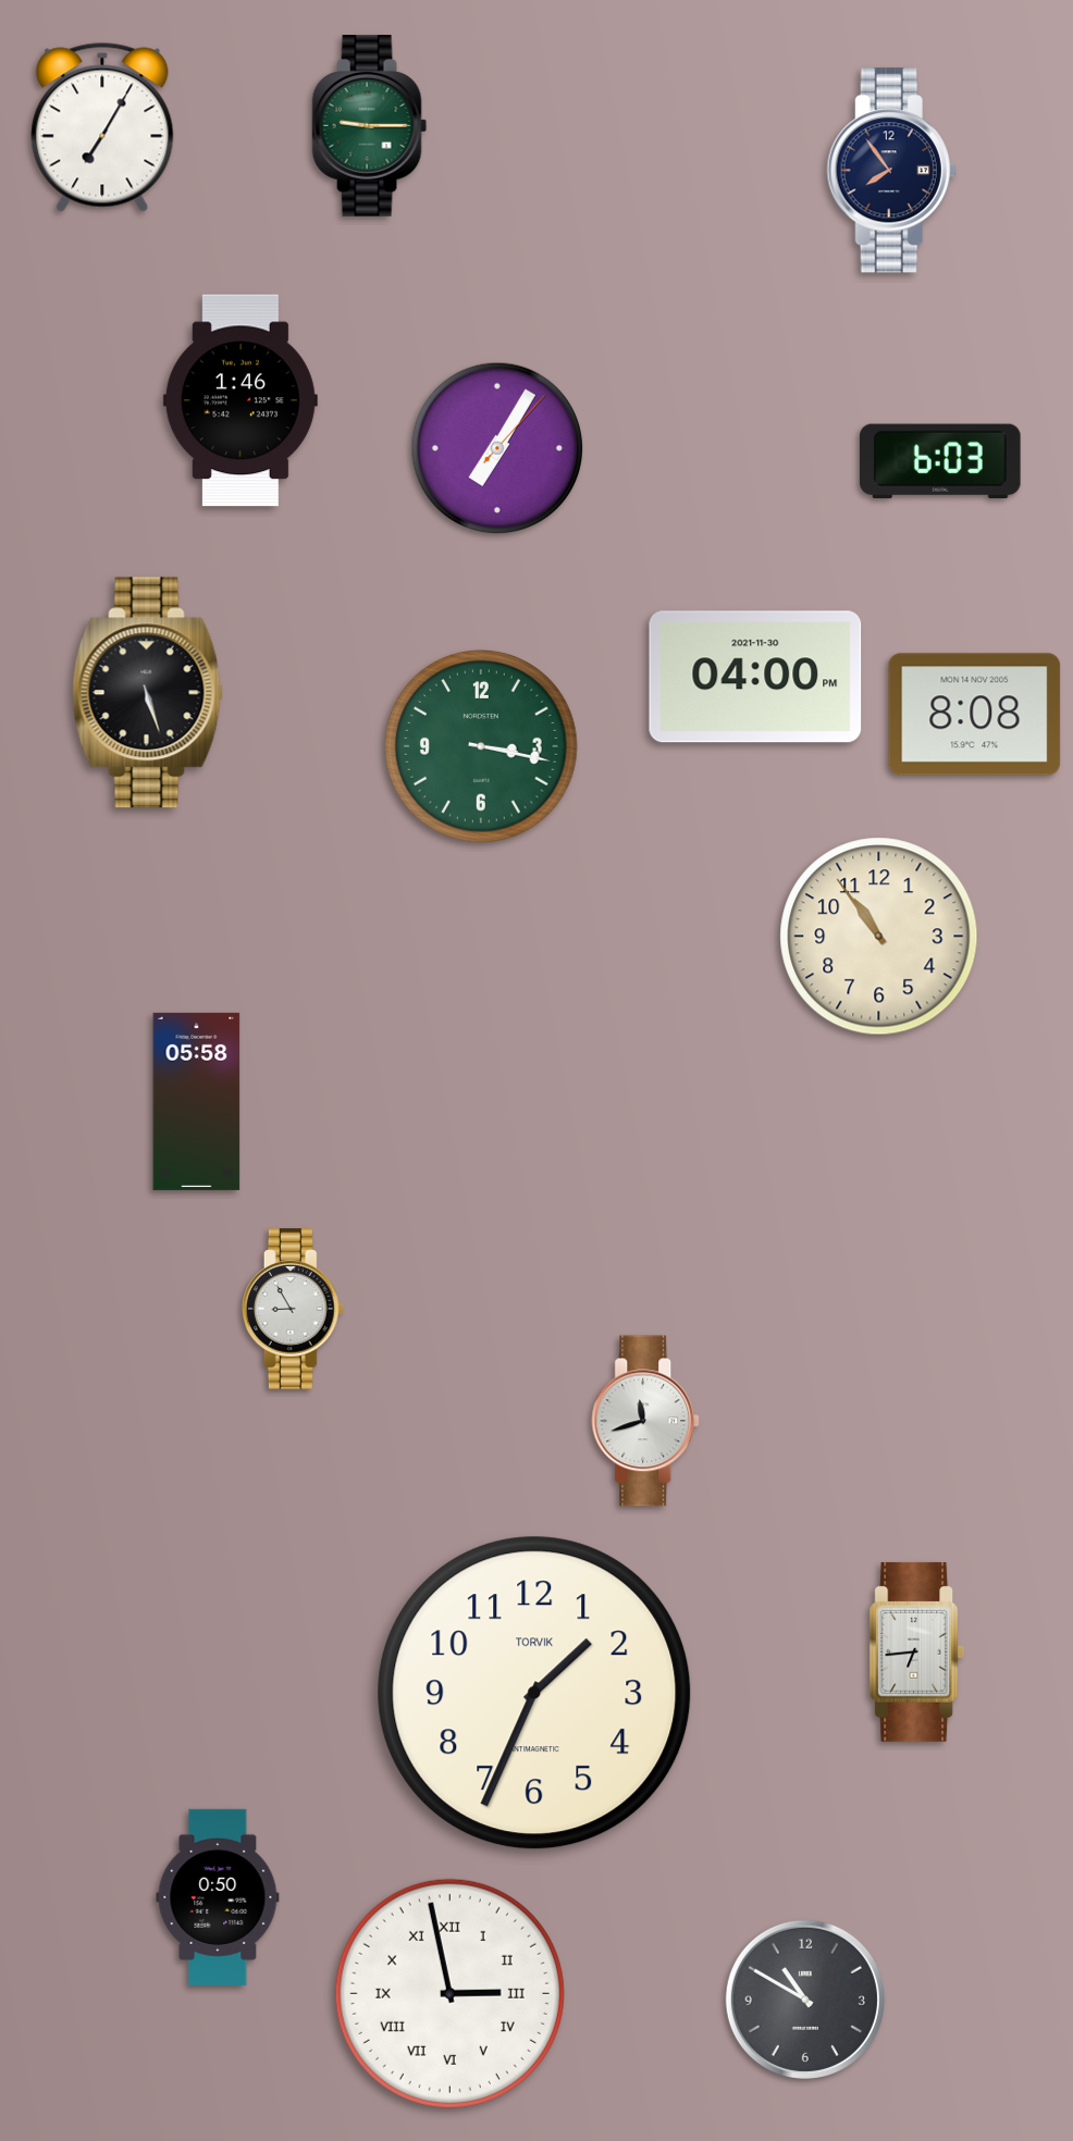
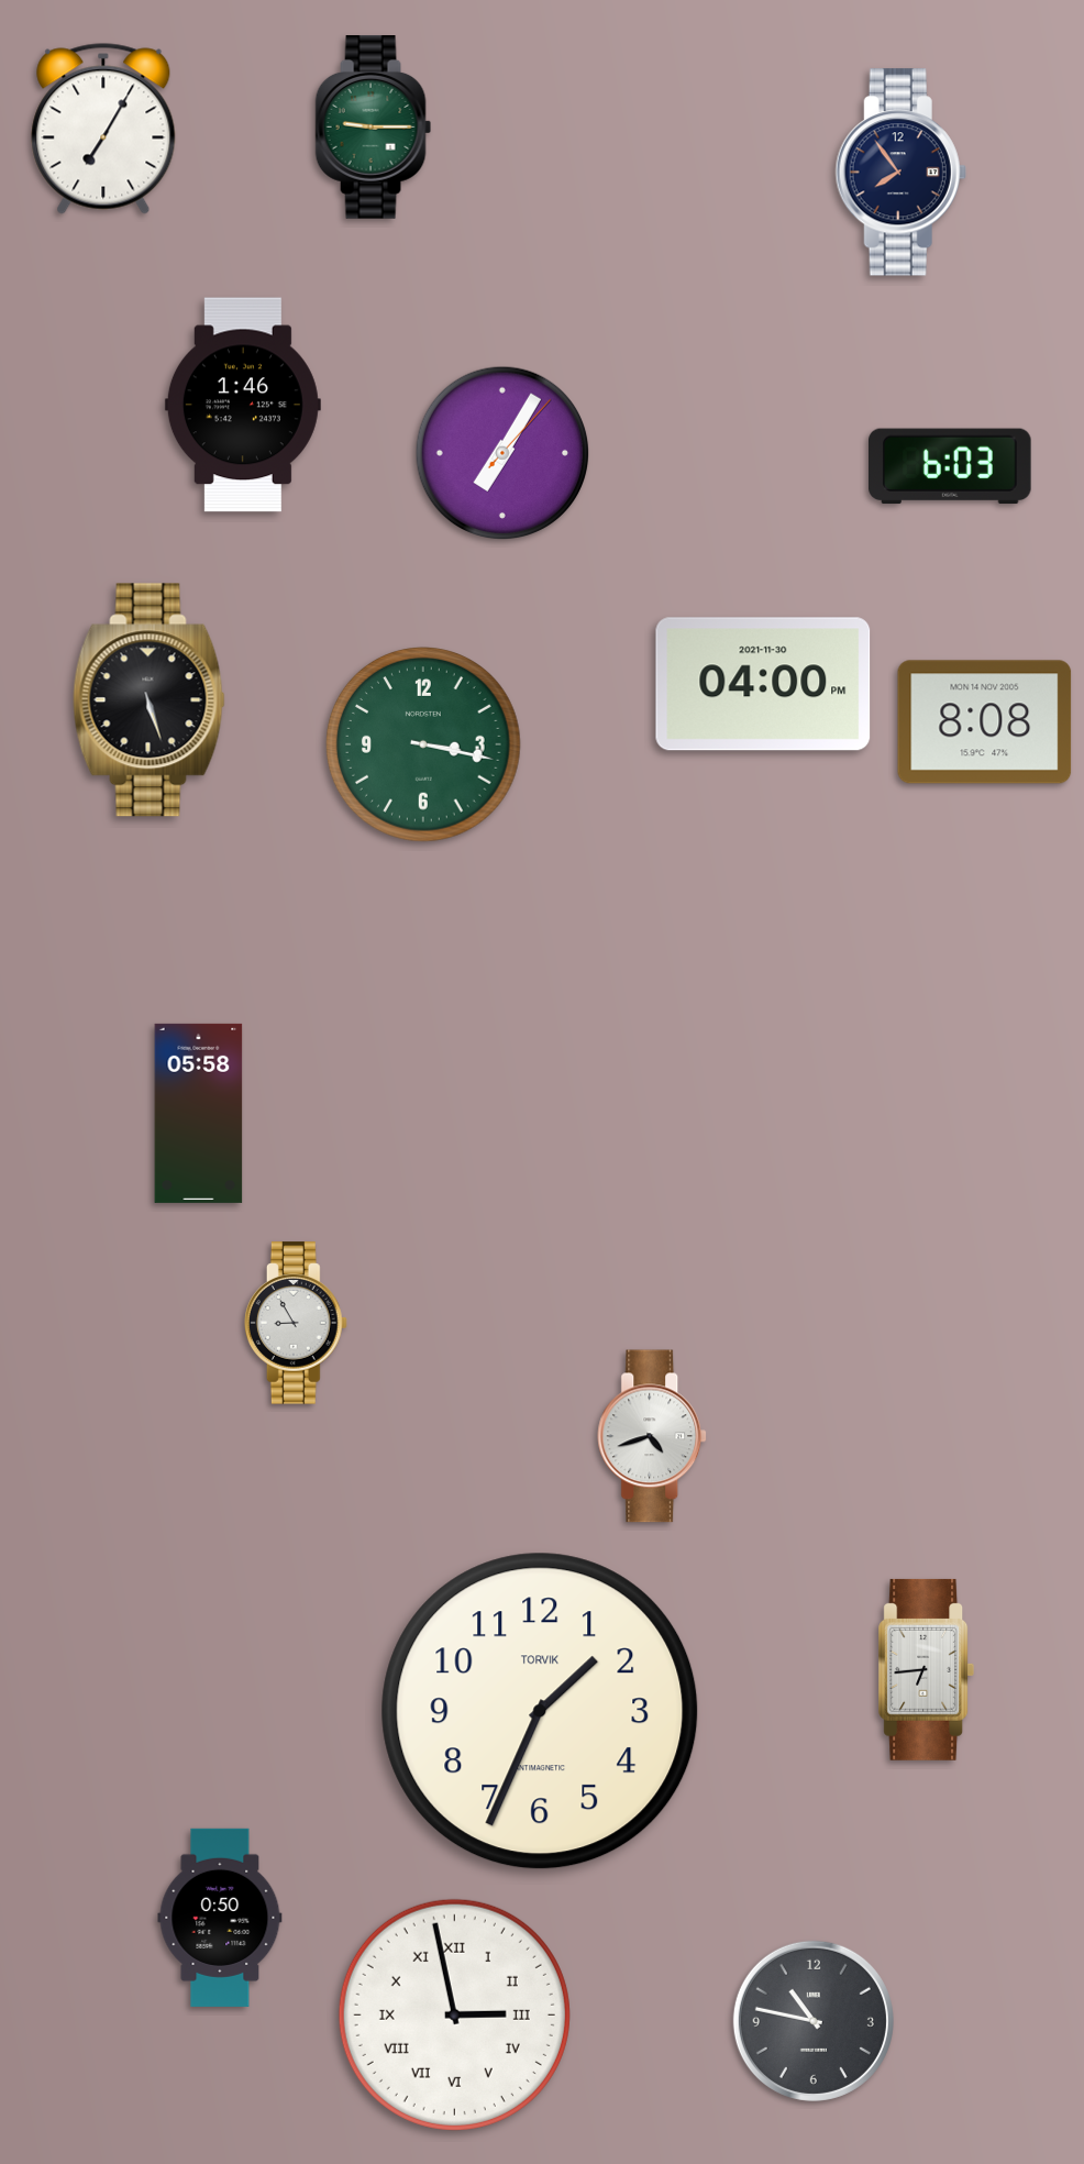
clock at (481, 746) position: (481, 746) -> (423, 744)
clock at (879, 937): 10:54 -> none
clock at (646, 1421): 11:42 -> 4:42
clock at (805, 2000): 10:50 -> 10:47
